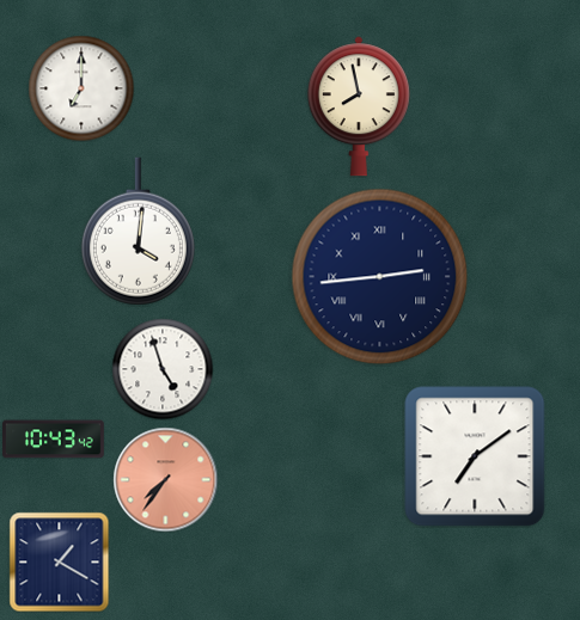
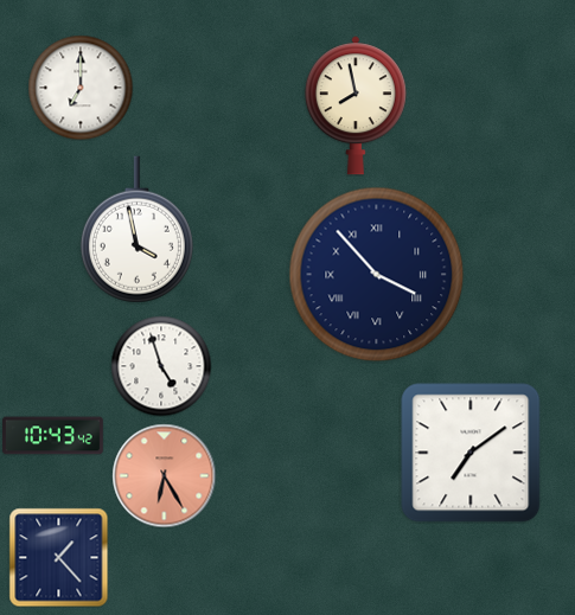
clock at (138, 232): 4:01 -> 3:58
clock at (380, 277): 2:44 -> 3:53
clock at (165, 479): 7:36 -> 6:25
clock at (59, 561): 1:20 -> 1:23
